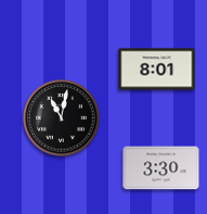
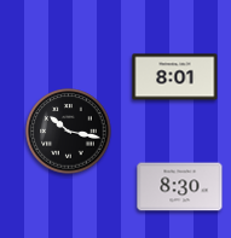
clock at (62, 118): 11:02 -> 10:17
clock at (161, 168): 3:30 -> 8:30
